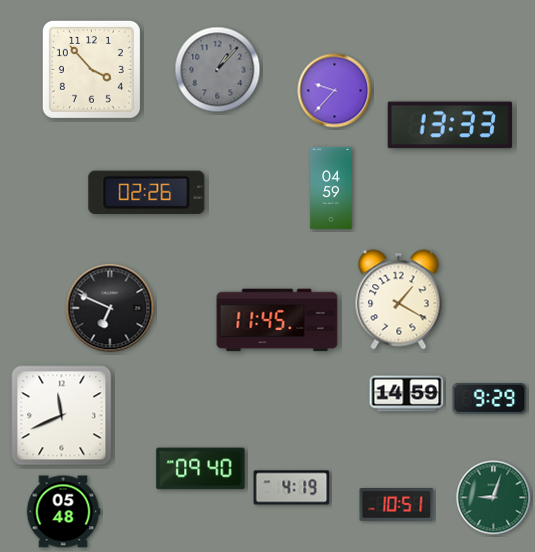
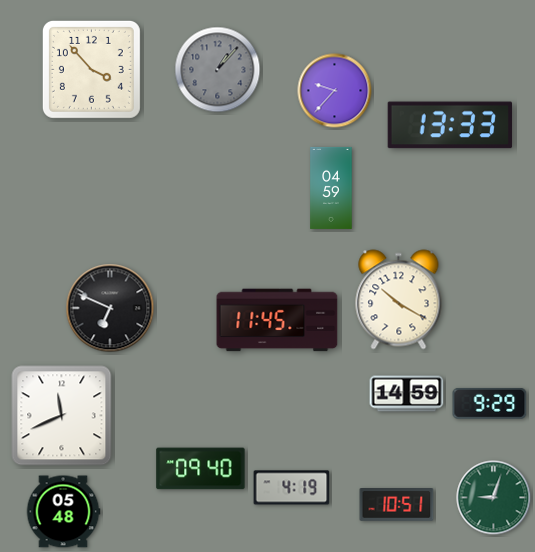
clock at (147, 192): 02:26 -> none
clock at (399, 300): 1:20 -> 10:20
clock at (490, 398) position: (490, 398) -> (490, 403)
